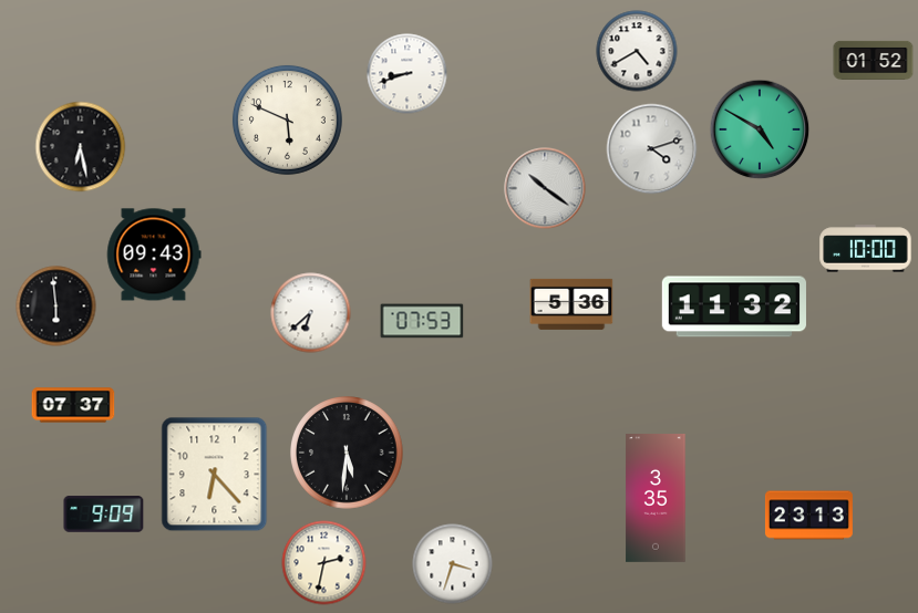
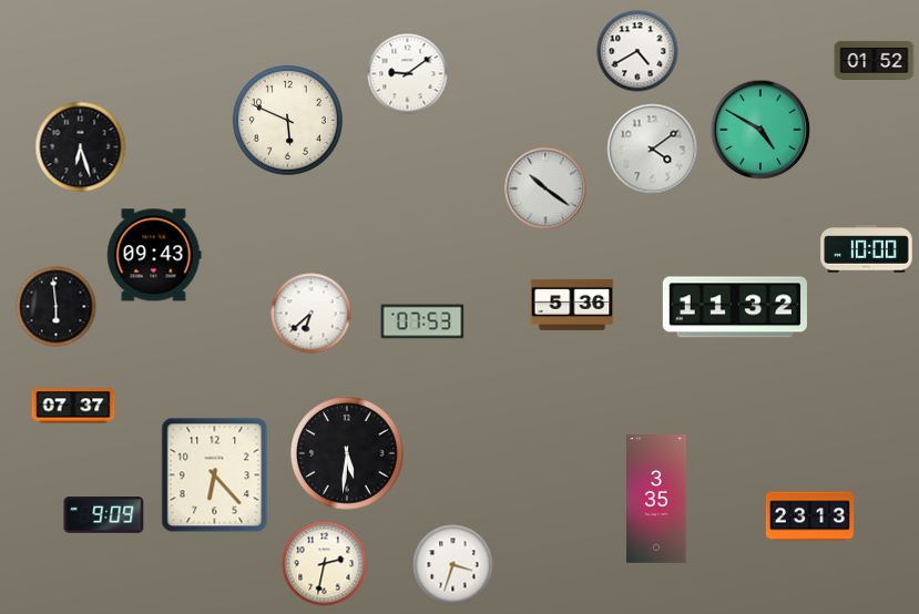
clock at (408, 74): 8:42 -> 9:09
clock at (81, 147): 6:28 -> 6:27
clock at (652, 149): 4:12 -> 4:09
